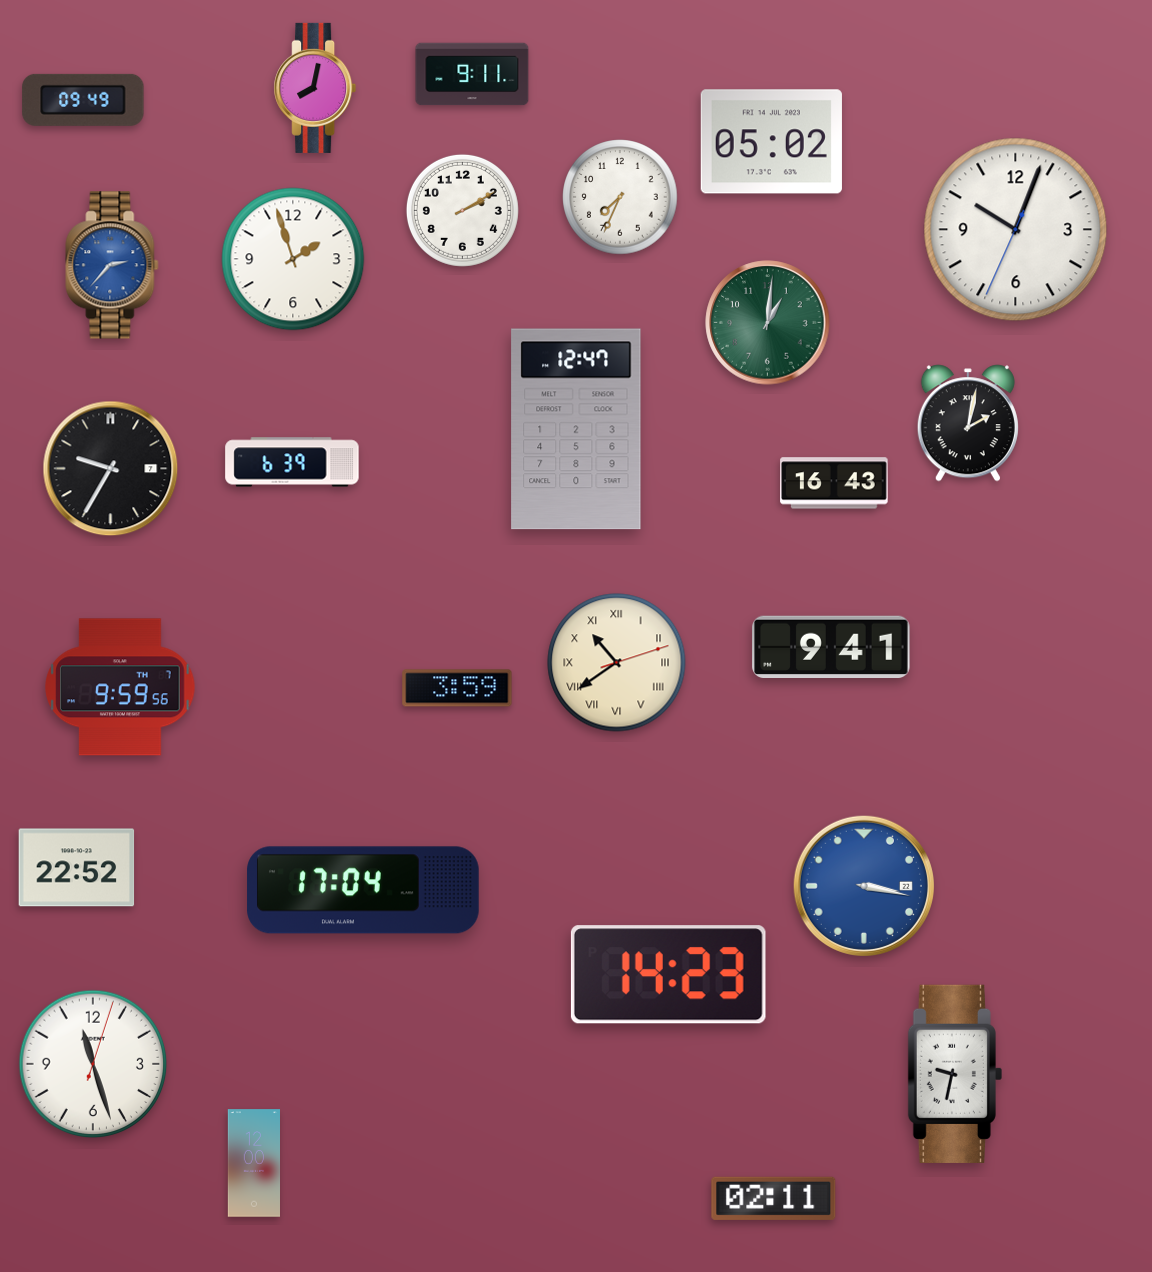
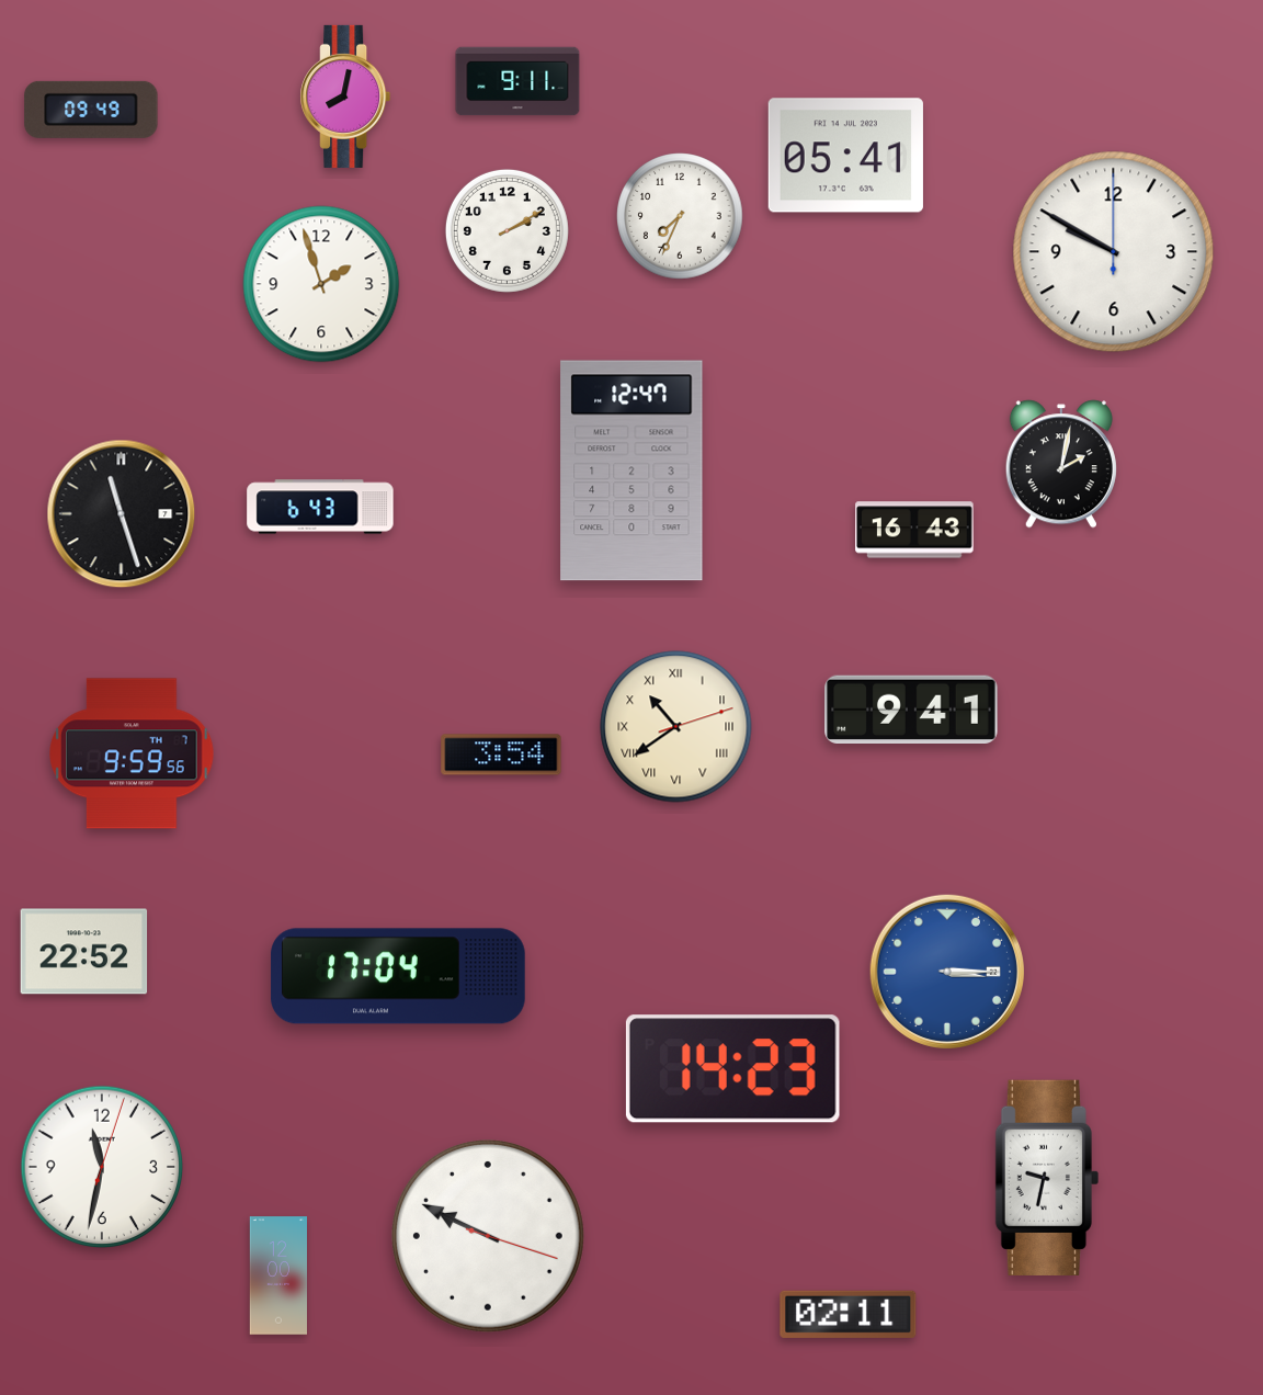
clock at (771, 142): 05:02 -> 05:41
clock at (1016, 230): 10:03 -> 9:50
clock at (112, 265): 2:37 -> none
clock at (768, 323): 1:01 -> none
clock at (292, 462): 6:39 -> 6:43
clock at (111, 469): 9:35 -> 11:27
clock at (457, 688): 3:59 -> 3:54
clock at (864, 886): 3:17 -> 3:15
clock at (93, 1064): 11:27 -> 11:32
clock at (488, 1236): none -> 9:49
